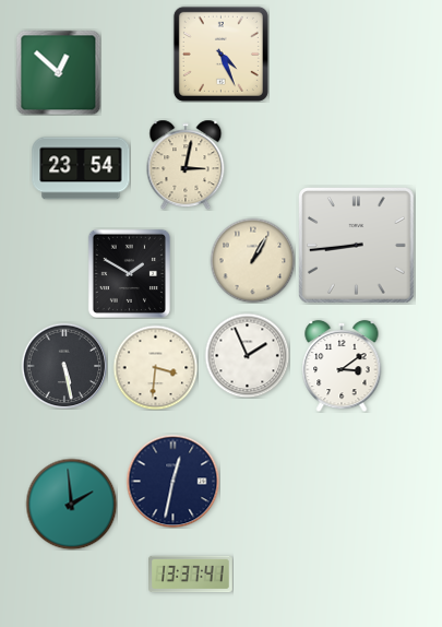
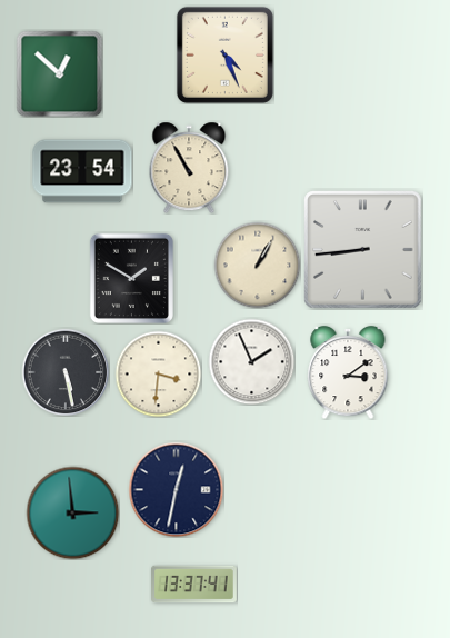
clock at (186, 165): 3:02 -> 10:55
clock at (71, 504): 1:59 -> 2:59
